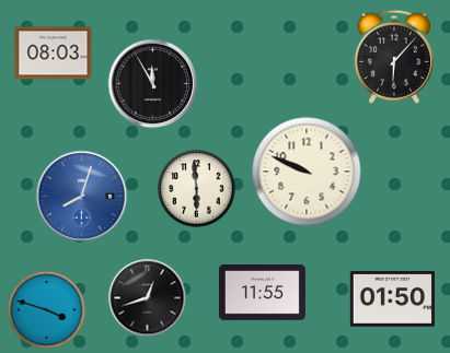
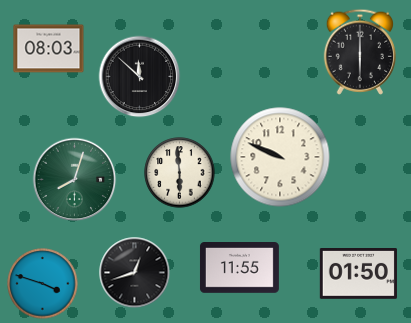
clock at (393, 57): 6:07 -> 6:00
clock at (153, 84): 11:55 -> 11:52
clock at (82, 197) dial: blue -> green
